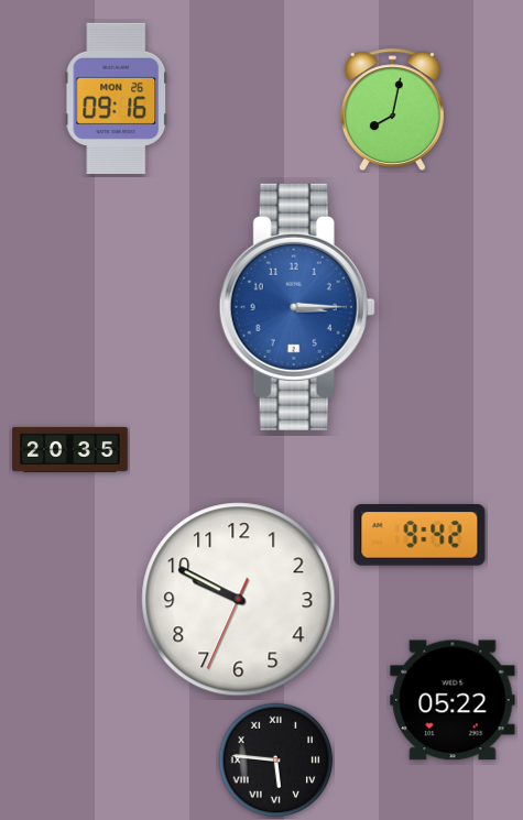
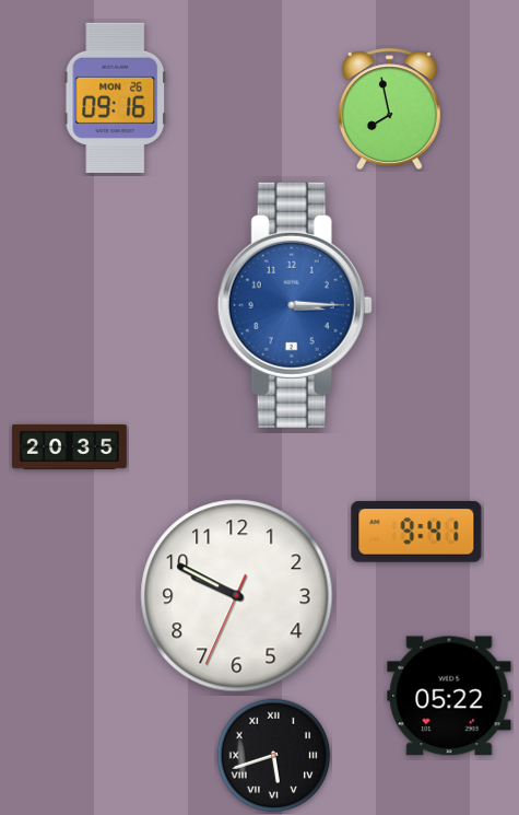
clock at (392, 110): 8:02 -> 7:58
clock at (420, 535): 9:42 -> 9:41
clock at (276, 761): 5:46 -> 5:42
